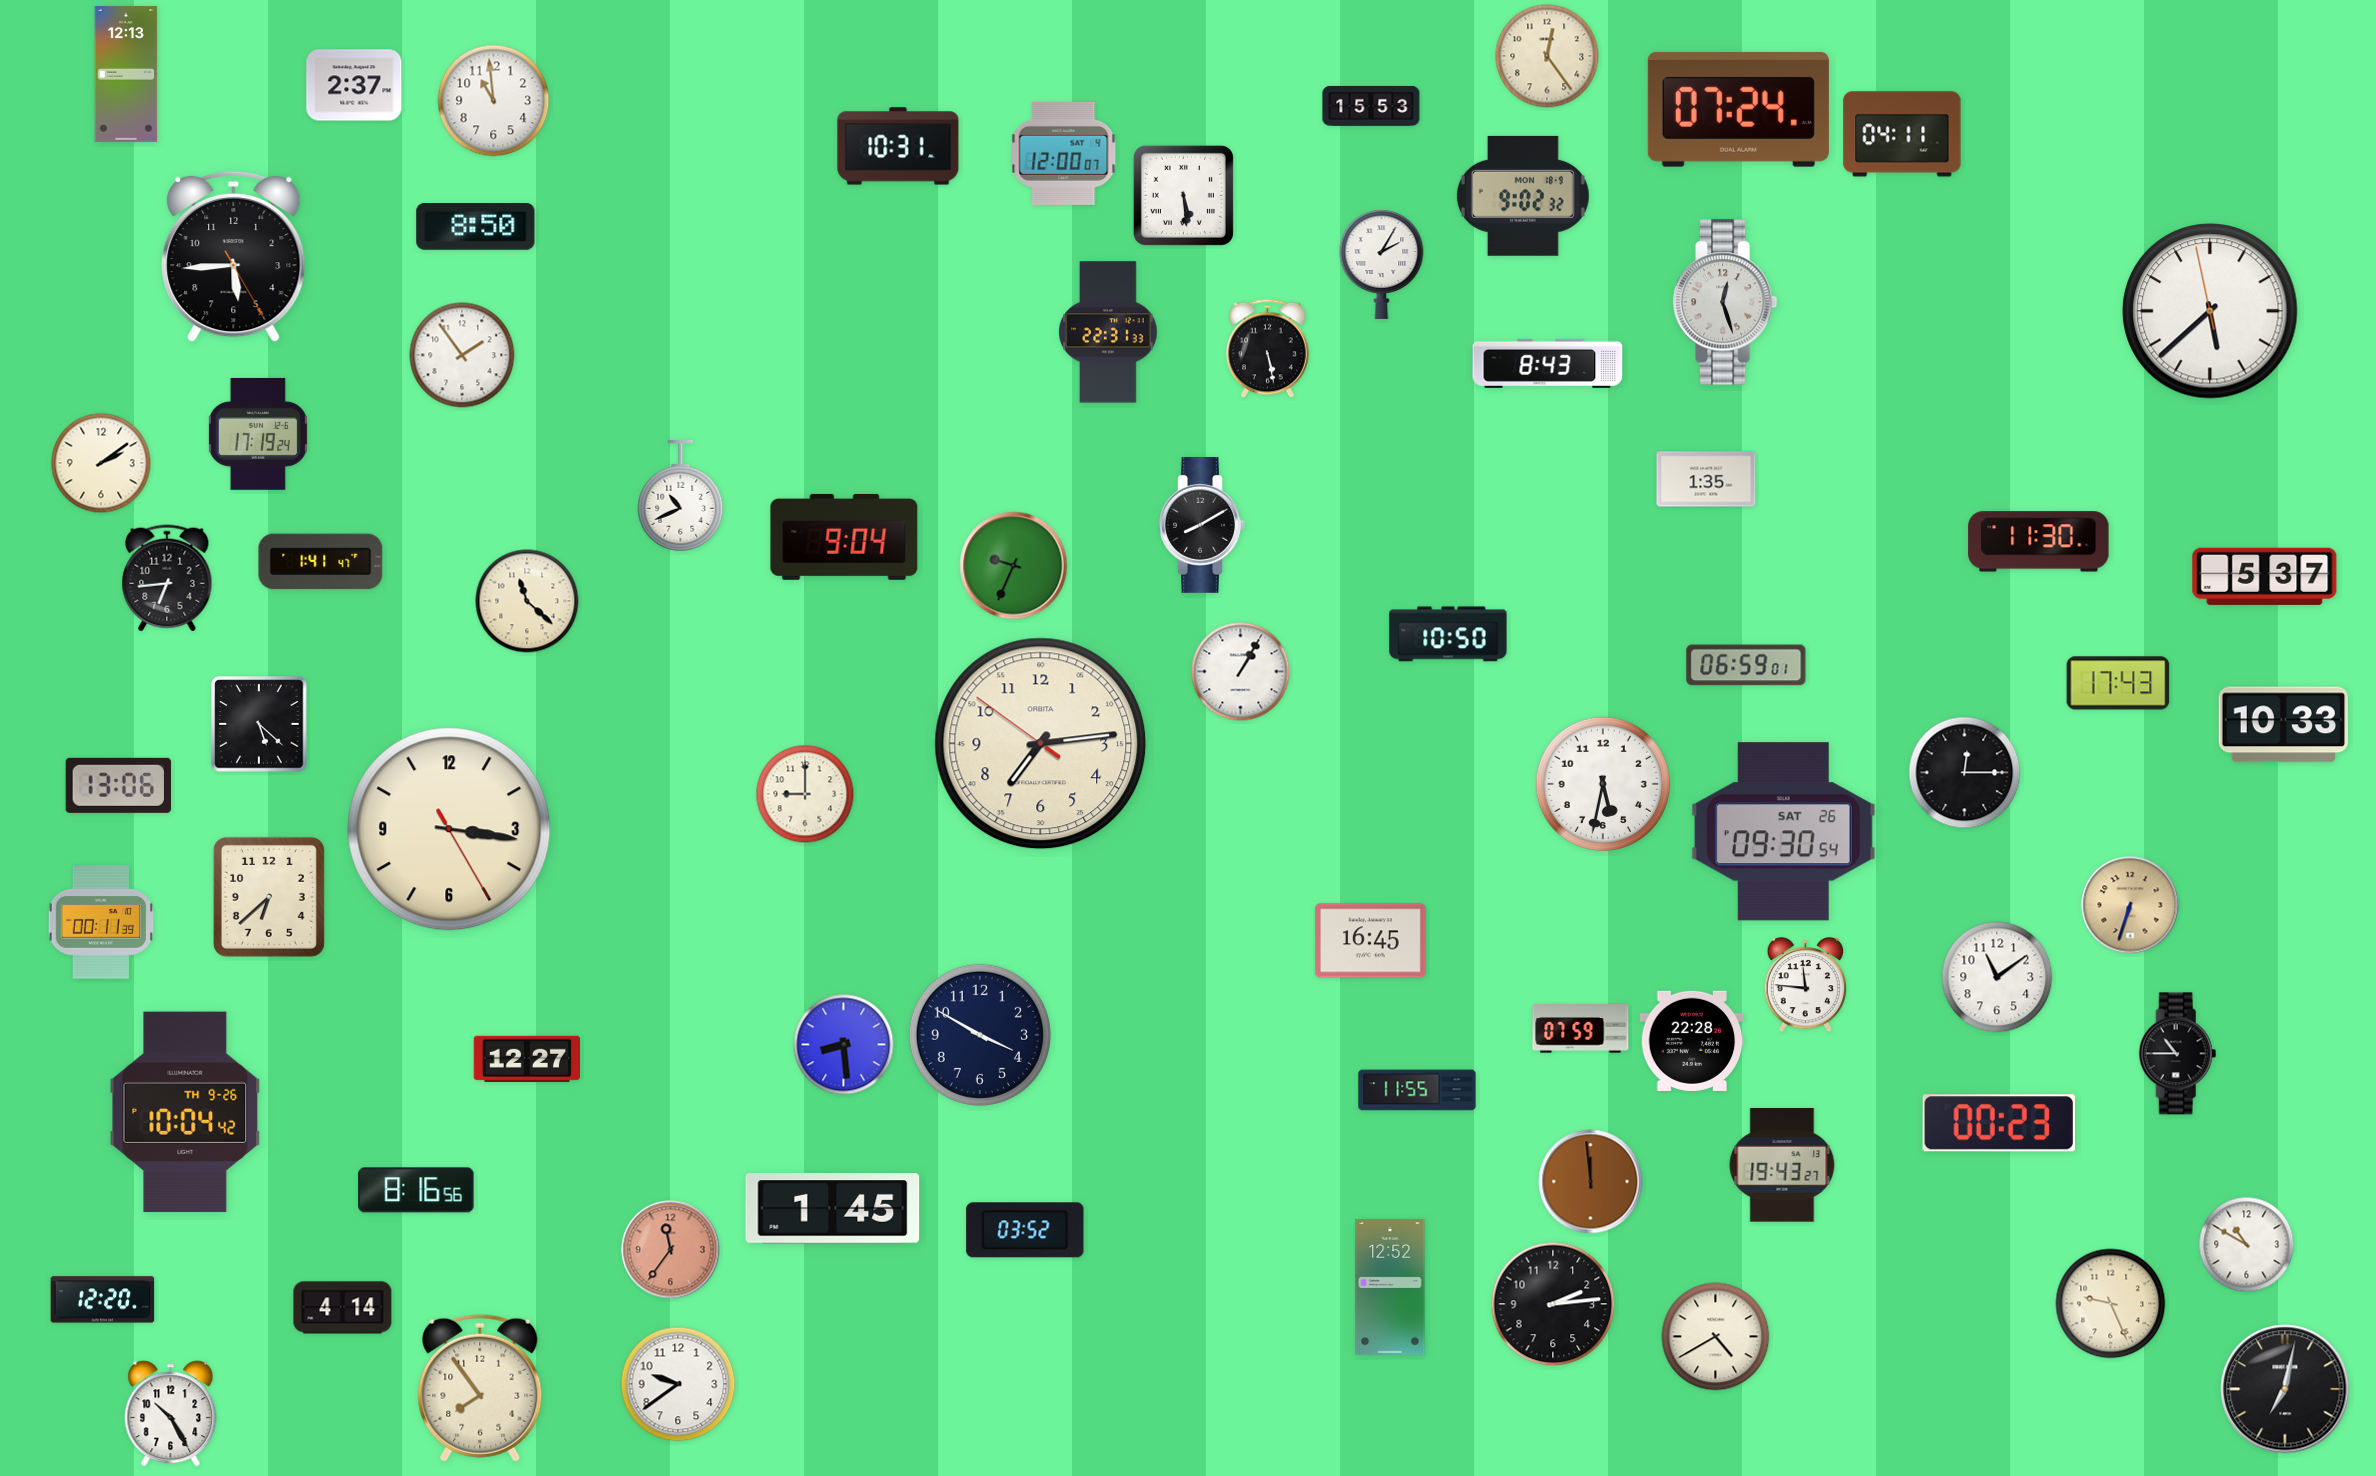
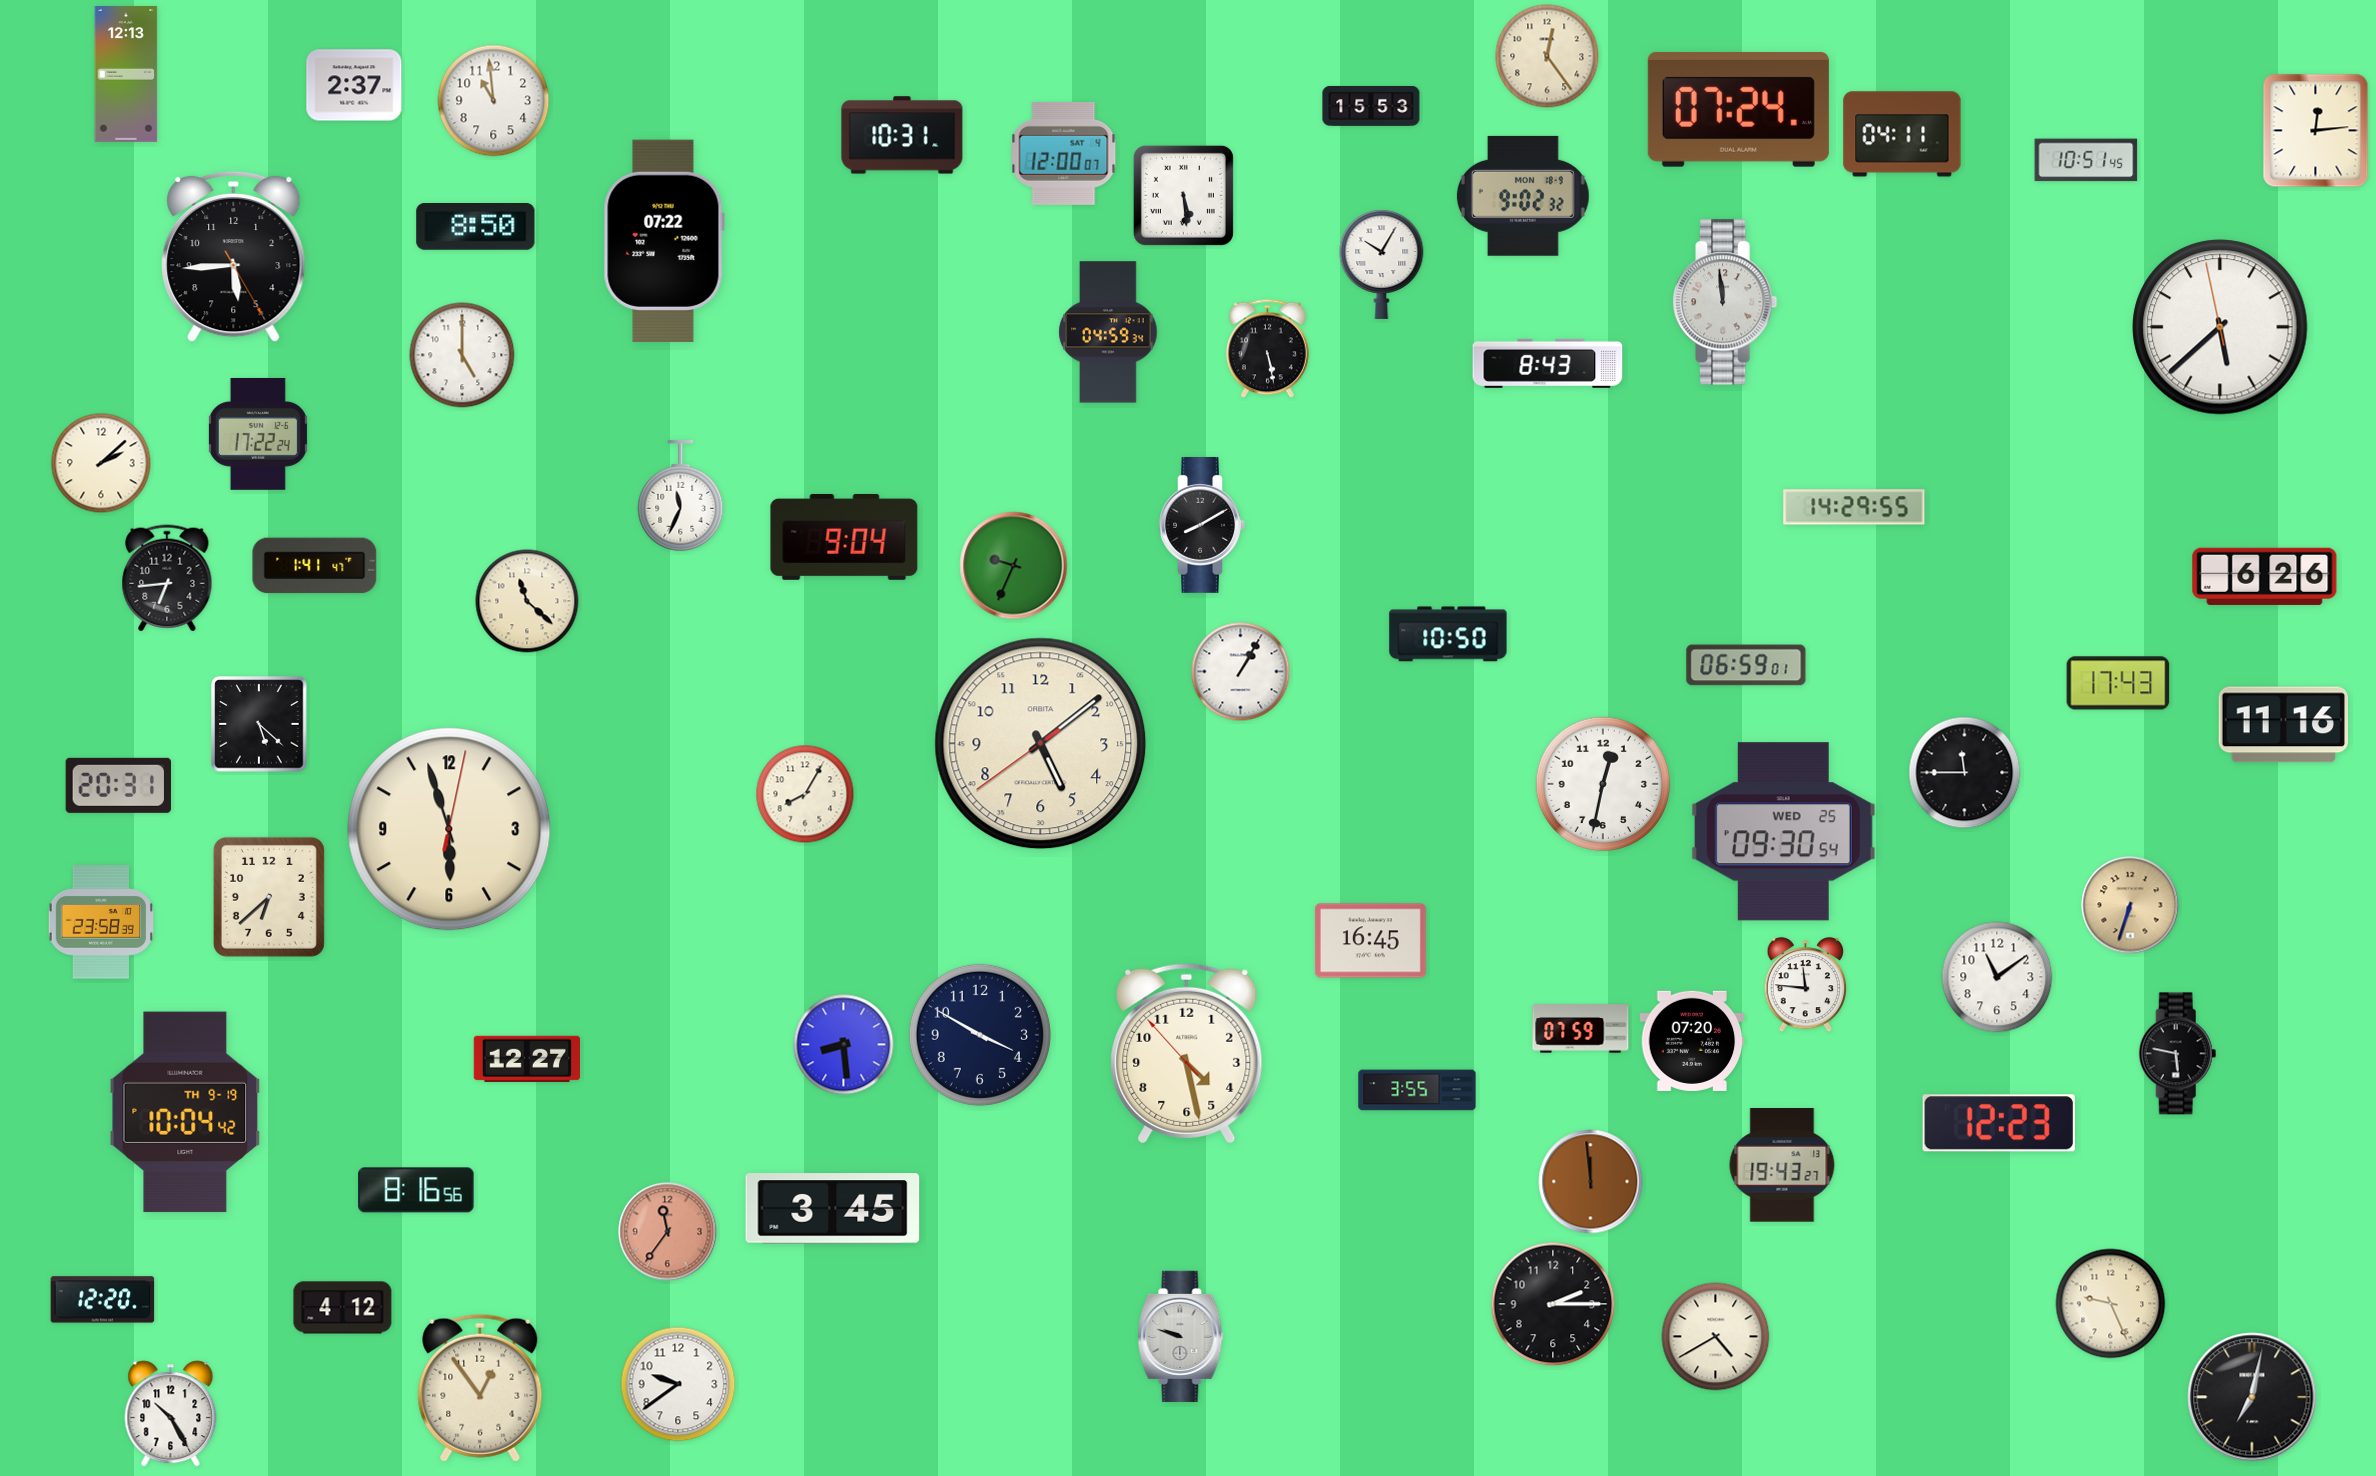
clock at (2316, 131): none -> 12:14
clock at (898, 146) position: (898, 146) -> (902, 135)
clock at (2086, 160): none -> 10:51
clock at (664, 240): none -> 07:22
clock at (1382, 264): 2:05 -> 10:05
clock at (1725, 302): 12:27 -> 11:59
clock at (2210, 311) position: (2210, 311) -> (2220, 327)
clock at (1108, 332): 22:31 -> 04:59
clock at (462, 355): 1:54 -> 5:00
clock at (258, 434): 17:19 -> 17:22
clock at (101, 463): 2:09 -> 2:08
clock at (1706, 479): 1:35 -> none
clock at (681, 496): 10:41 -> 11:34
clock at (1854, 507): none -> 14:29
clock at (2039, 542): 11:30 -> none
clock at (321, 562) position: (321, 562) -> (315, 566)
clock at (2265, 576): 5:37 -> 6:26
clock at (2283, 725): 10:33 -> 11:16
clock at (1041, 744): 7:13 -> 5:08
clock at (1965, 773): 12:15 -> 11:45
clock at (1602, 783): 5:32 -> 12:32
clock at (118, 785): 13:06 -> 20:31
clock at (805, 794): 9:00 -> 8:05
clock at (449, 829): 3:16 -> 5:57
clock at (1783, 832) date: SAT 26 -> WED 25
clock at (100, 922): 00:11 -> 23:58
clock at (1692, 1041): 22:28 -> 07:20
clock at (1187, 1053): none -> 4:27
clock at (2178, 1054): 10:45 -> 5:47
clock at (1417, 1090): 11:55 -> 3:55
clock at (185, 1112) date: TH 9-26 -> TH 9-19
clock at (1999, 1123): 00:23 -> 12:23
clock at (833, 1209): 1:45 -> 3:45
clock at (1025, 1230): 03:52 -> none
clock at (2247, 1245): 10:50 -> none
clock at (671, 1250) position: (671, 1250) -> (668, 1232)
clock at (1390, 1287): 12:52 -> none
clock at (1553, 1304): 2:14 -> 2:15
clock at (343, 1308): 4:14 -> 4:12
clock at (1181, 1336): none -> 9:48
clock at (480, 1388): 7:54 -> 12:54
clock at (2285, 1389) position: (2285, 1389) -> (2252, 1397)
